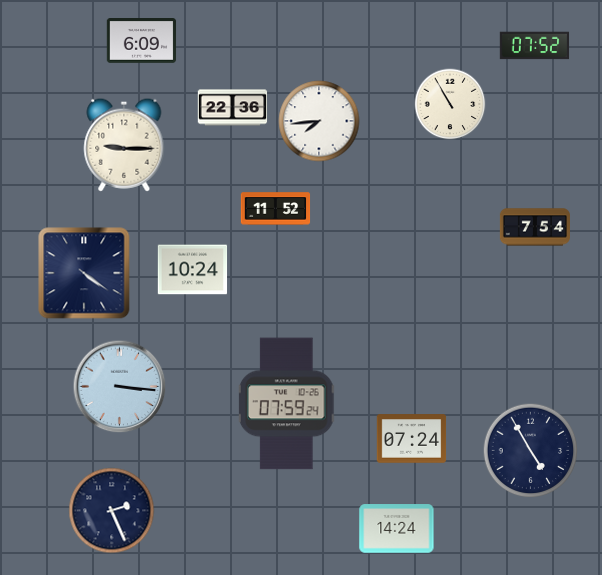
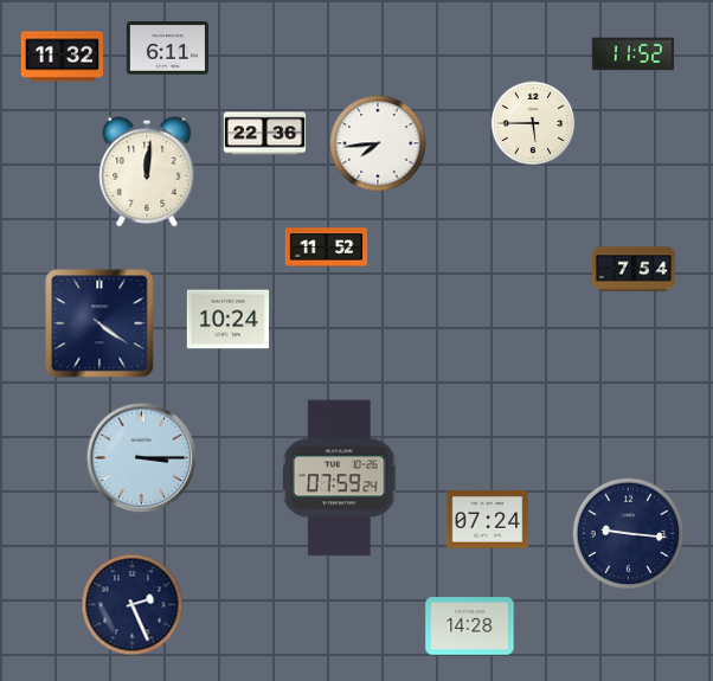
clock at (142, 41): 6:09 -> 6:11
clock at (535, 46): 07:52 -> 11:52
clock at (63, 57): none -> 11:32
clock at (450, 104): 10:55 -> 5:45
clock at (233, 108) position: (233, 108) -> (265, 134)
clock at (124, 145): 9:15 -> 12:01
clock at (120, 387): 3:16 -> 3:15
clock at (531, 451): 4:55 -> 9:16
clock at (397, 529): 14:24 -> 14:28
